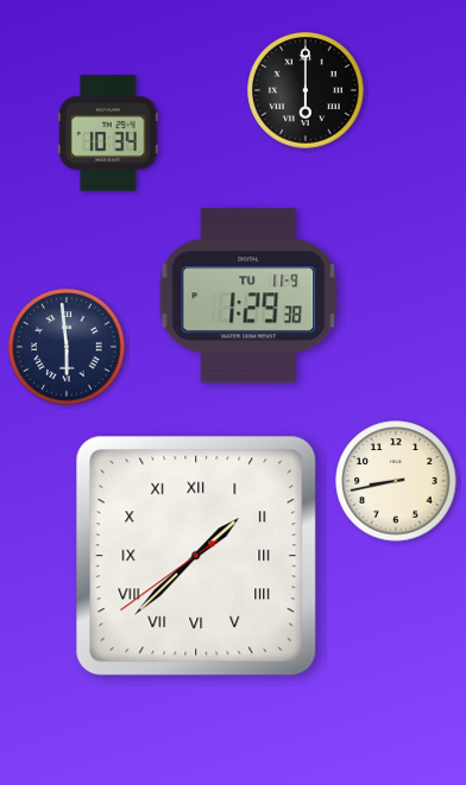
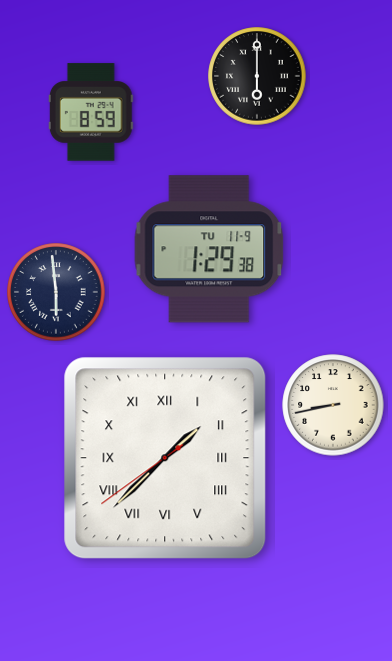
clock at (108, 133): 10:34 -> 8:59
clock at (196, 556) position: (196, 556) -> (165, 458)
